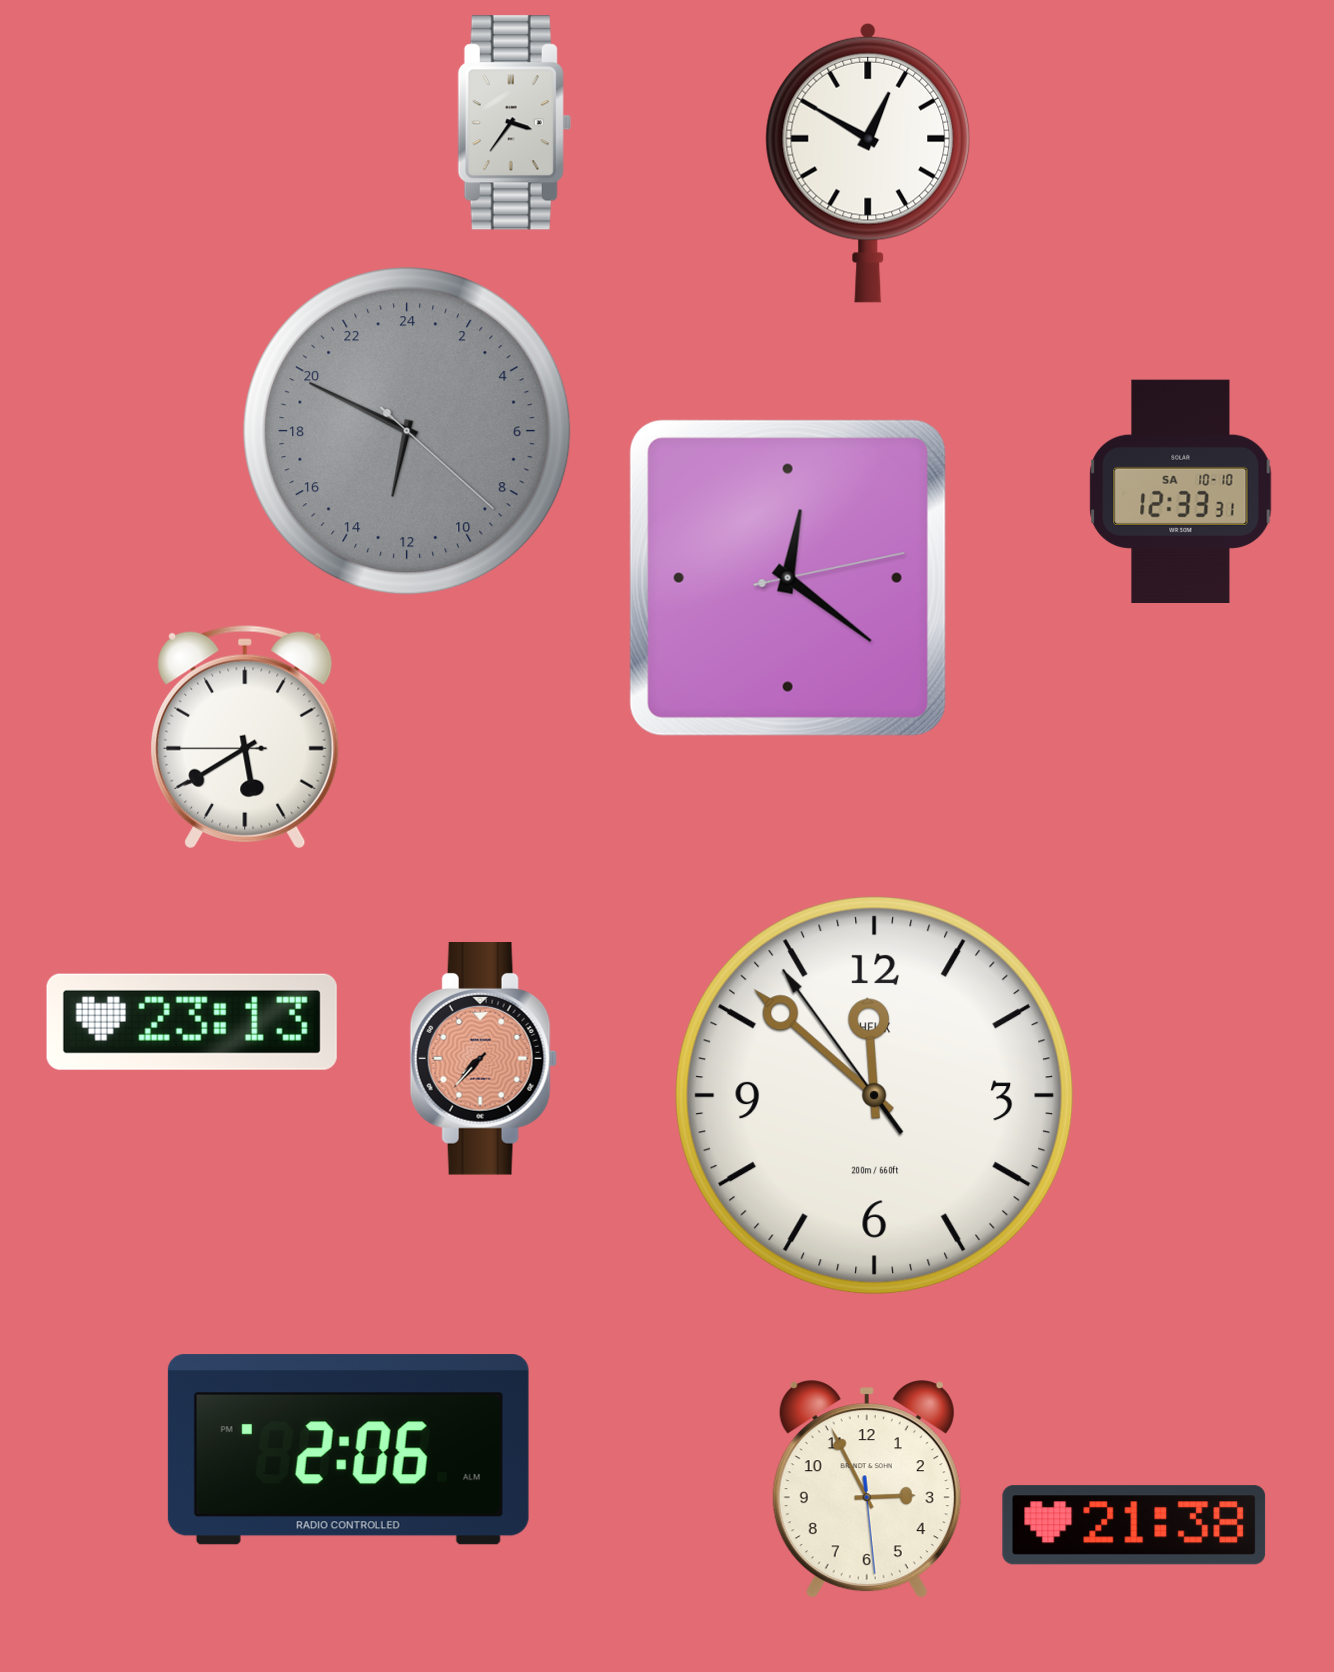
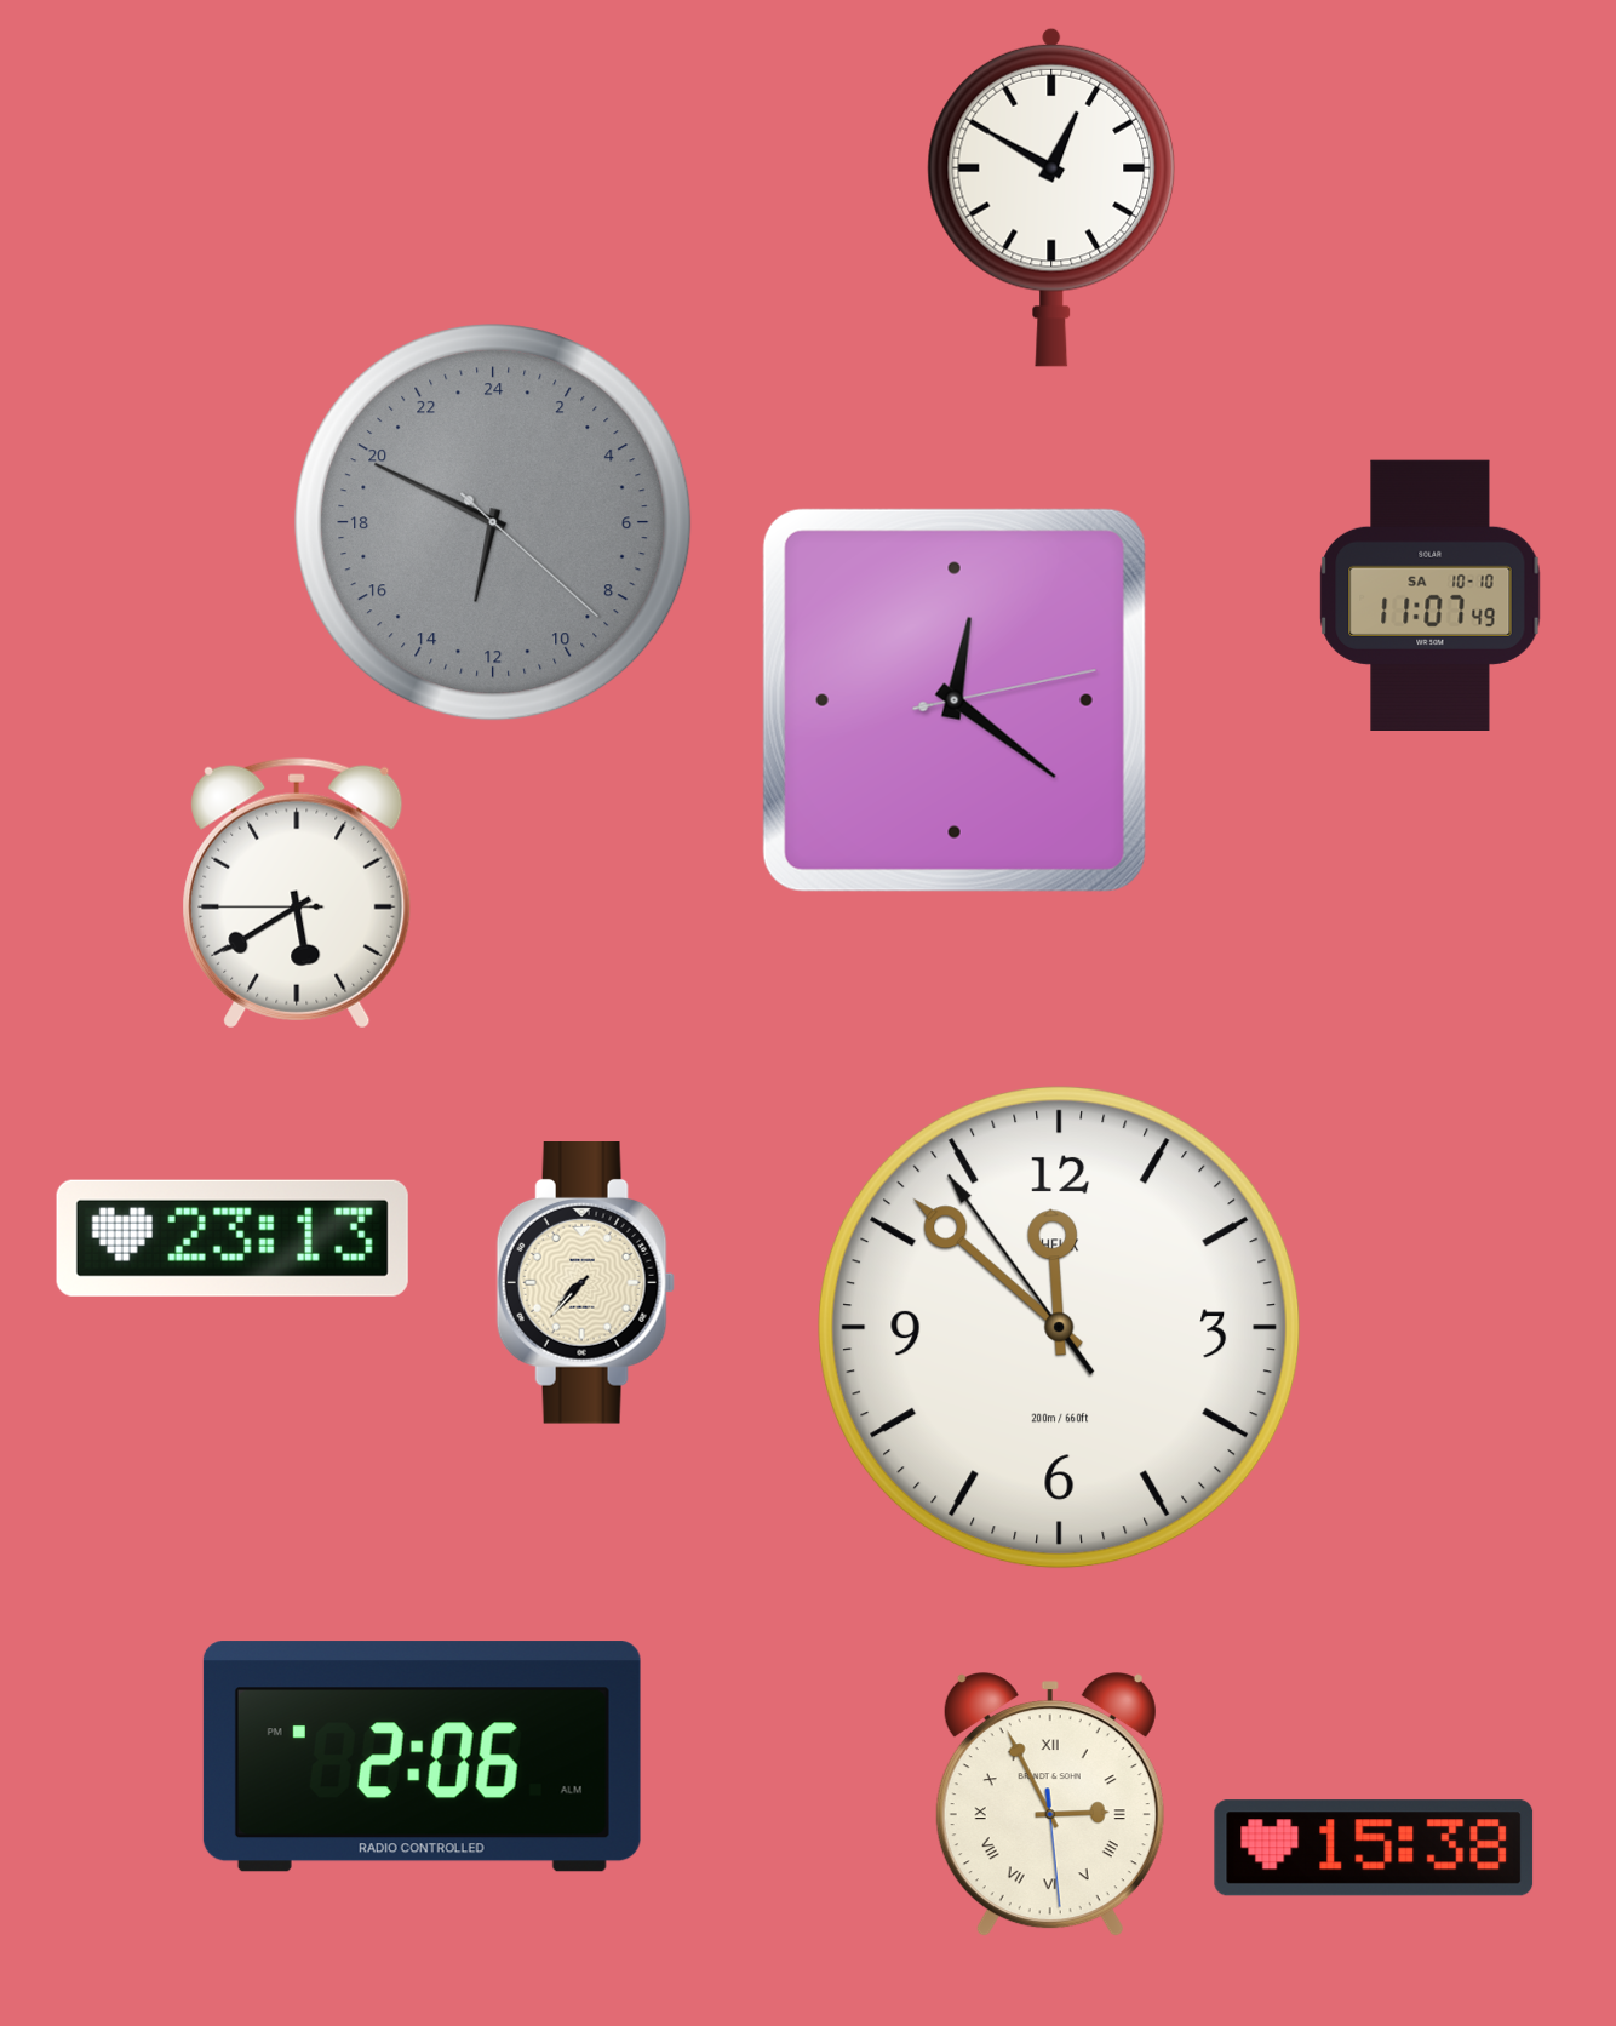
clock at (514, 123): 3:36 -> none
clock at (1181, 491): 12:33 -> 11:07
clock at (483, 1059) dial: salmon -> cream
clock at (867, 1490) numerals: Arabic -> Roman
clock at (1134, 1525): 21:38 -> 15:38
